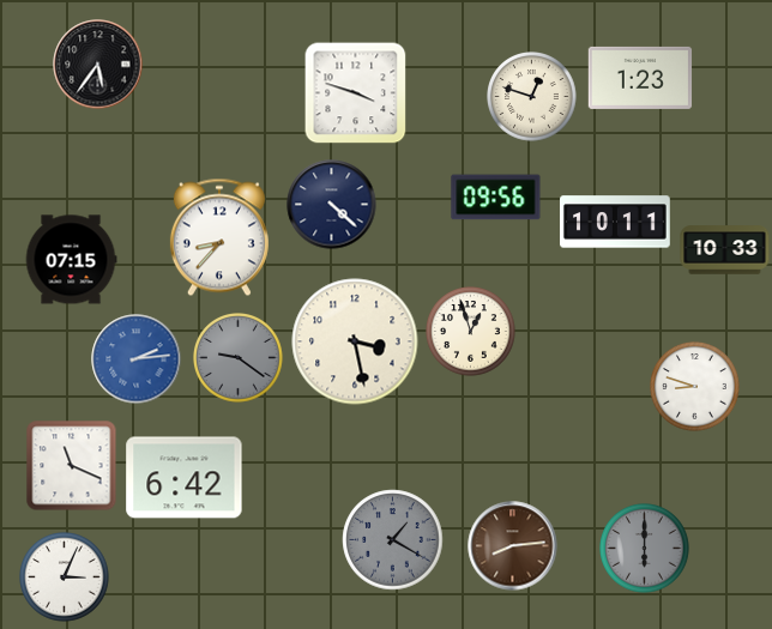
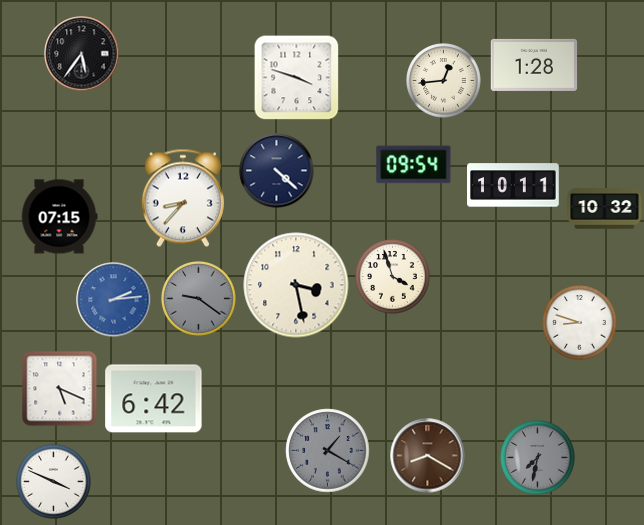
clock at (640, 78): 1:23 -> 1:28
clock at (532, 97): 12:48 -> 12:44
clock at (496, 198): 09:56 -> 09:54
clock at (725, 250): 10:33 -> 10:32
clock at (471, 332): 12:57 -> 3:57
clock at (72, 466): 11:19 -> 5:19
clock at (513, 546): 8:14 -> 8:20
clock at (645, 549): 6:00 -> 7:32
clock at (65, 577): 3:04 -> 3:49
